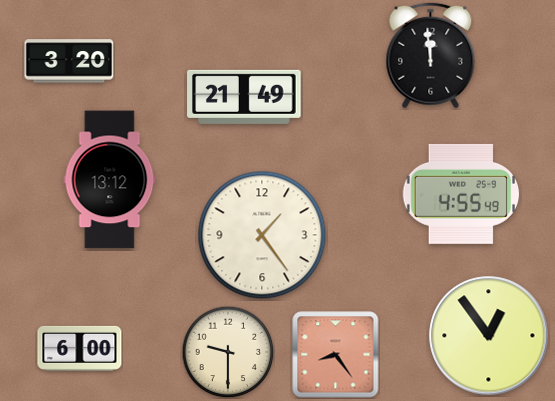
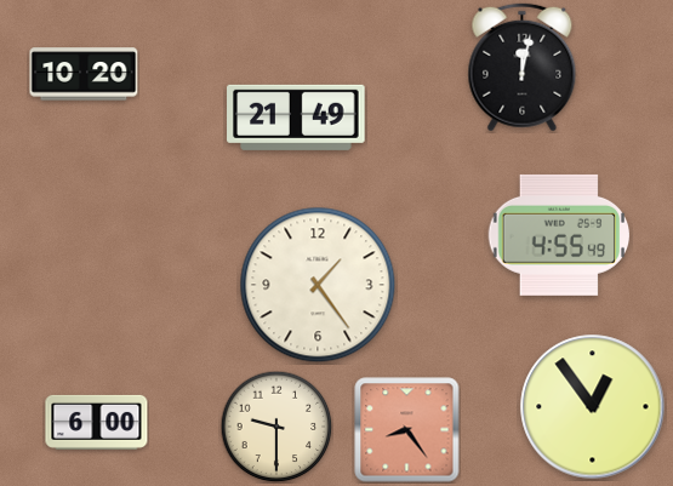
clock at (431, 56): 11:59 -> 12:02
clock at (69, 61): 3:20 -> 10:20
clock at (110, 180): 13:12 -> none
